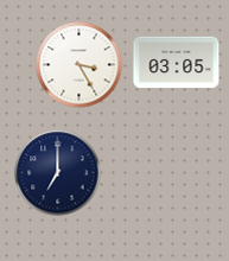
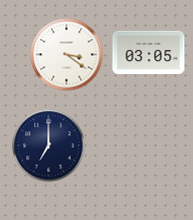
clock at (79, 65): 3:25 -> 3:21
